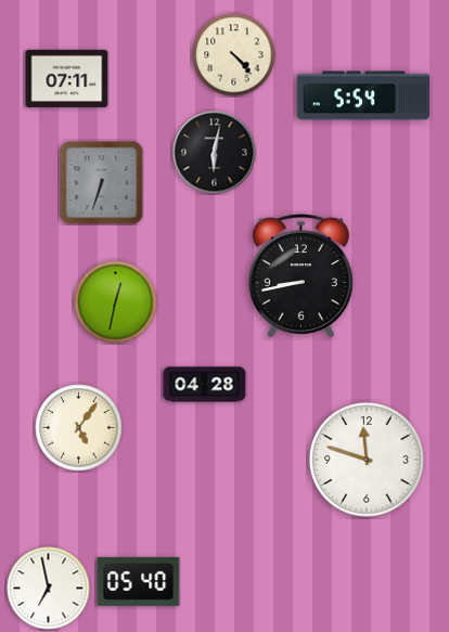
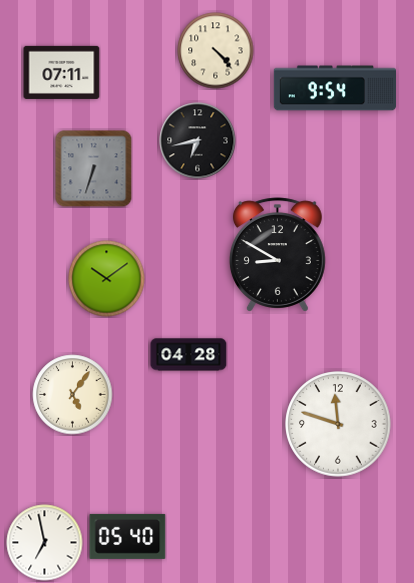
clock at (362, 95): 5:54 -> 9:54
clock at (215, 153): 6:02 -> 6:43
clock at (300, 276): 8:43 -> 8:50
clock at (116, 302): 12:32 -> 10:09
